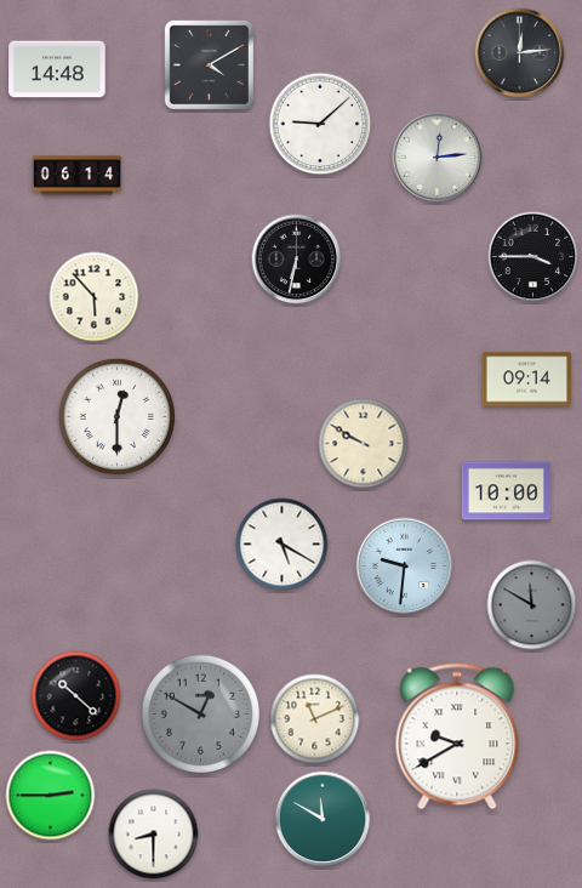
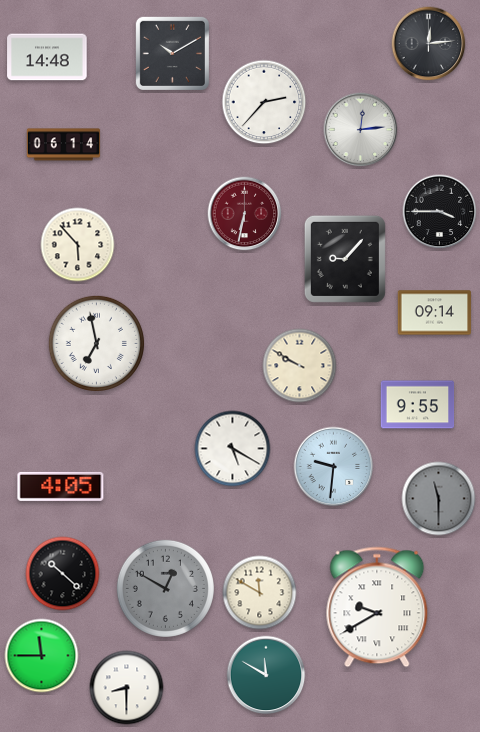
clock at (209, 64): 4:10 -> 10:10
clock at (320, 124): 9:08 -> 2:37
clock at (297, 260) dial: black -> burgundy
clock at (345, 259): none -> 9:07
clock at (116, 416): 12:30 -> 6:58
clock at (507, 491): 10:00 -> 9:55
clock at (61, 486): none -> 4:05
clock at (532, 605): 11:50 -> 11:30
clock at (315, 719): 11:11 -> 11:50
clock at (51, 796): 2:45 -> 11:45
